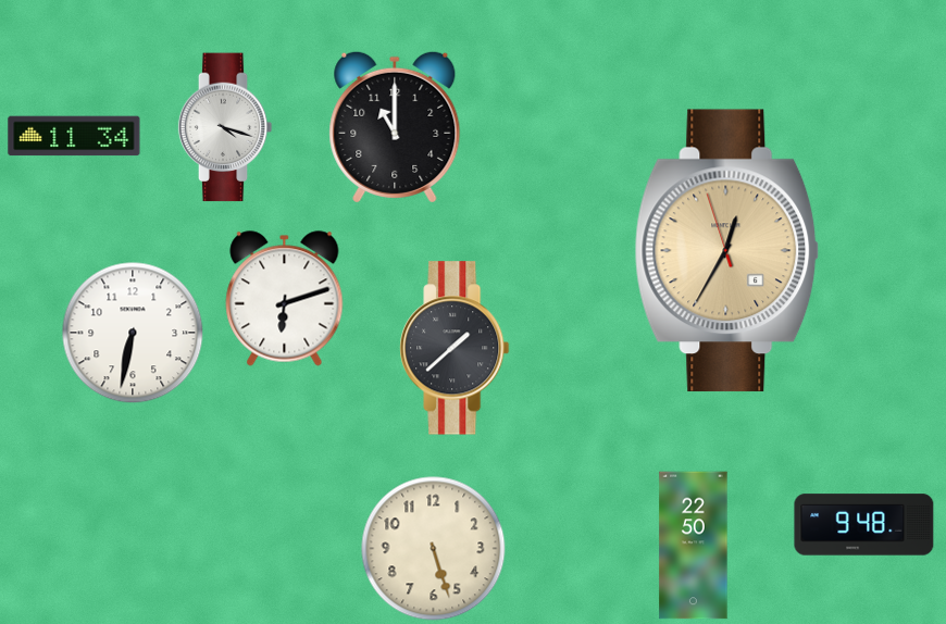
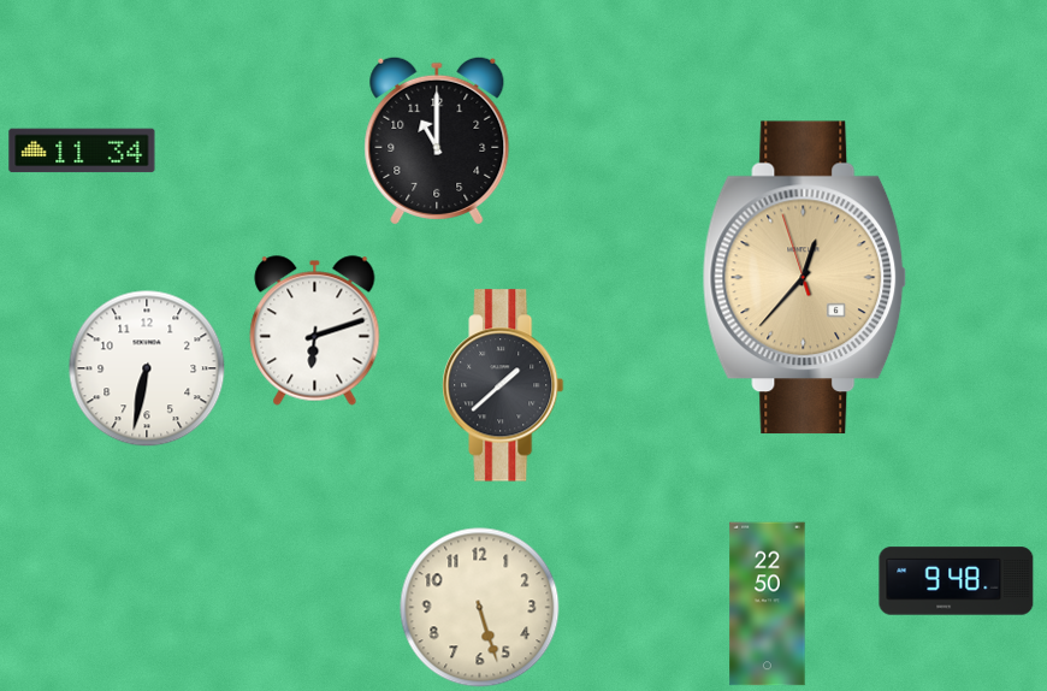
clock at (225, 127): 4:18 -> none
clock at (727, 251): 12:34 -> 12:36
